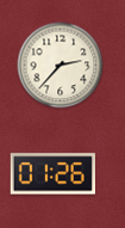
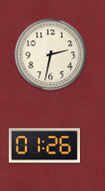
clock at (61, 66): 2:37 -> 2:32
